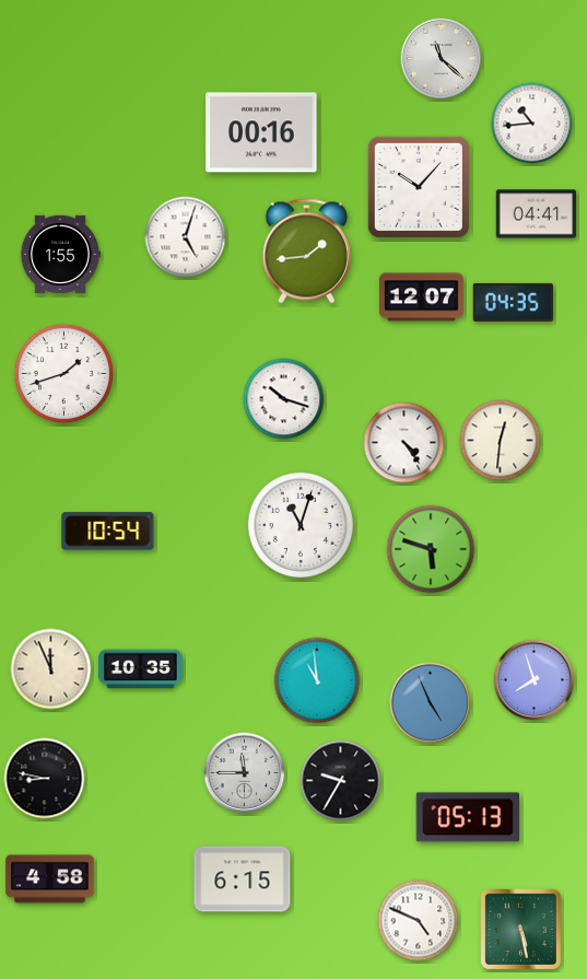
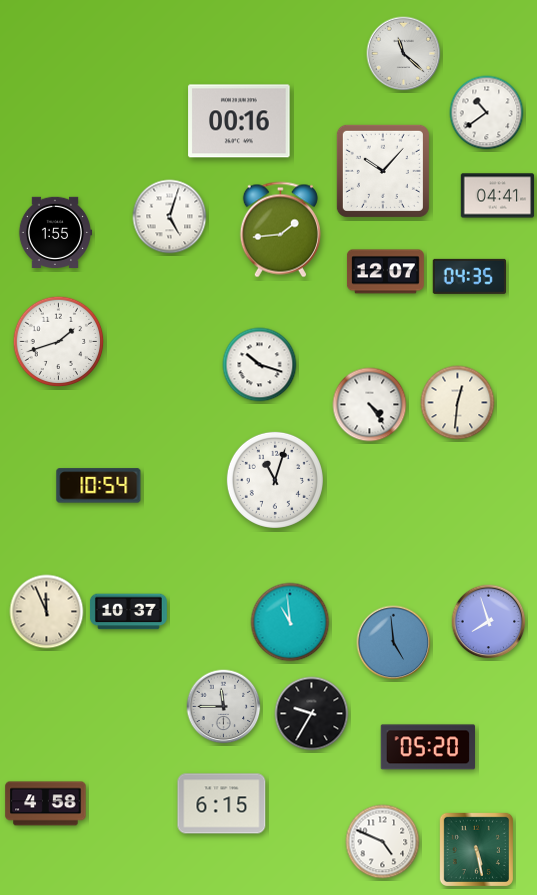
clock at (532, 124): 10:44 -> 10:39
clock at (537, 214) position: (537, 214) -> (498, 196)
clock at (431, 549): 5:48 -> none
clock at (140, 669): 10:35 -> 10:37
clock at (431, 703): 4:56 -> 4:59
clock at (45, 779): 8:47 -> none
clock at (468, 817): 05:13 -> 05:20
